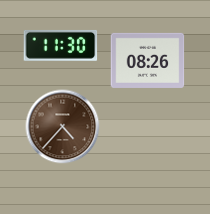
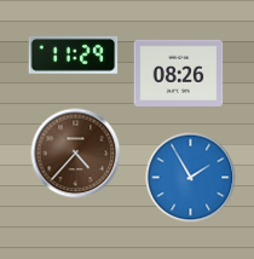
clock at (61, 45): 11:30 -> 11:29
clock at (191, 178): none -> 1:55
